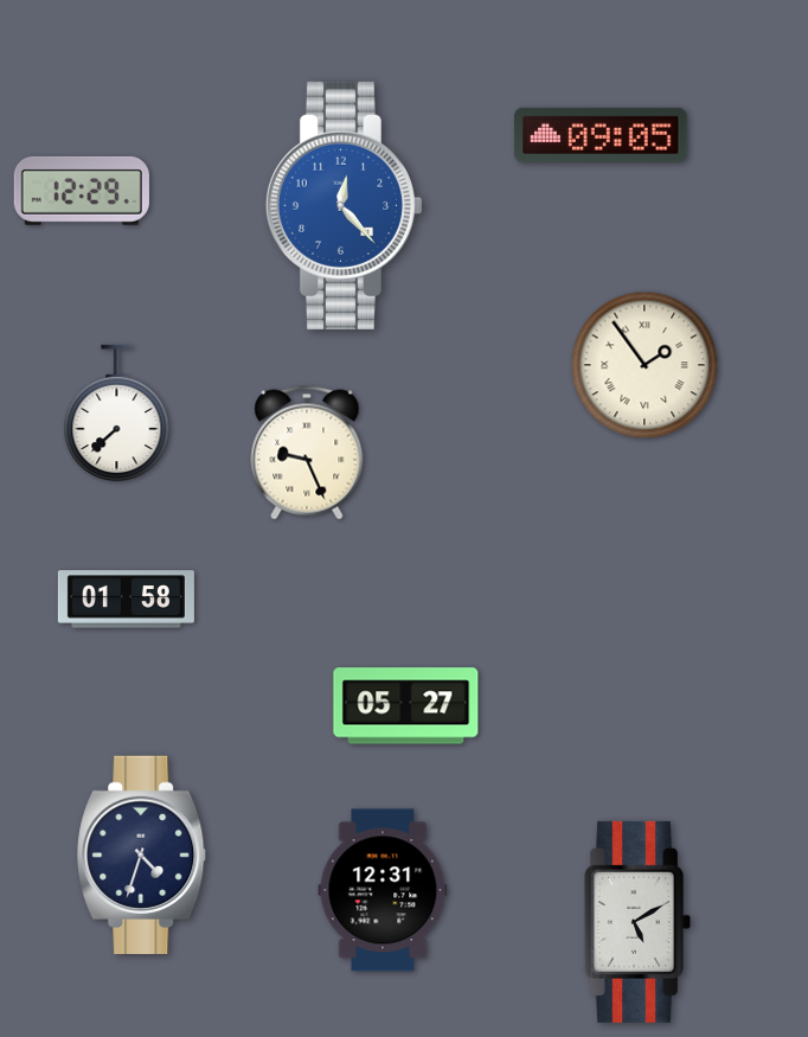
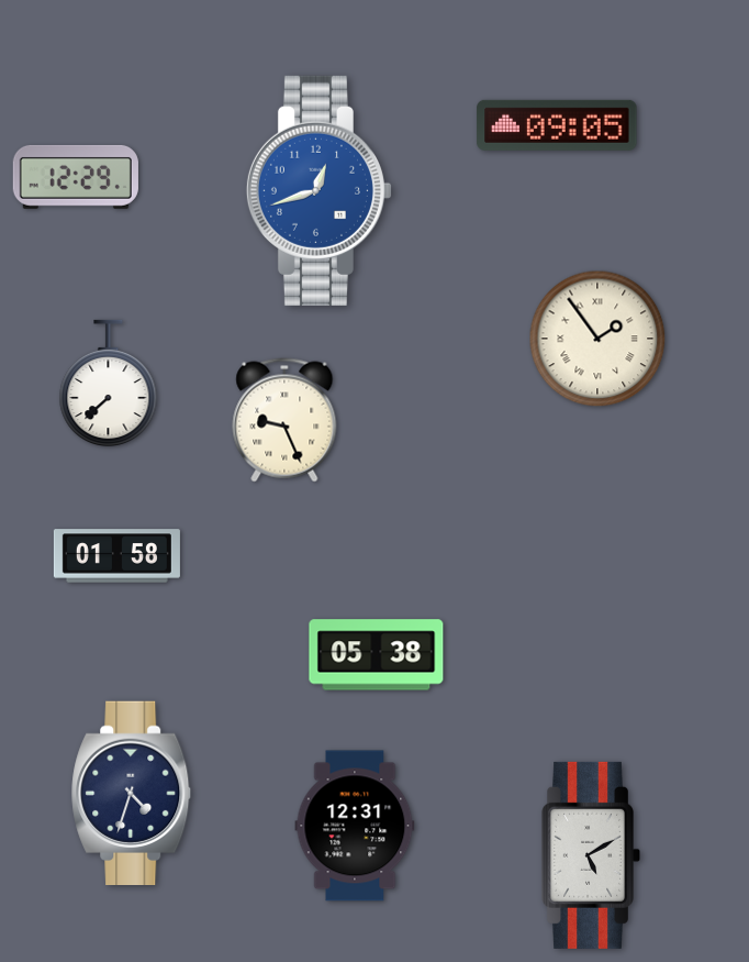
clock at (344, 205): 12:23 -> 12:42
clock at (406, 706): 05:27 -> 05:38
